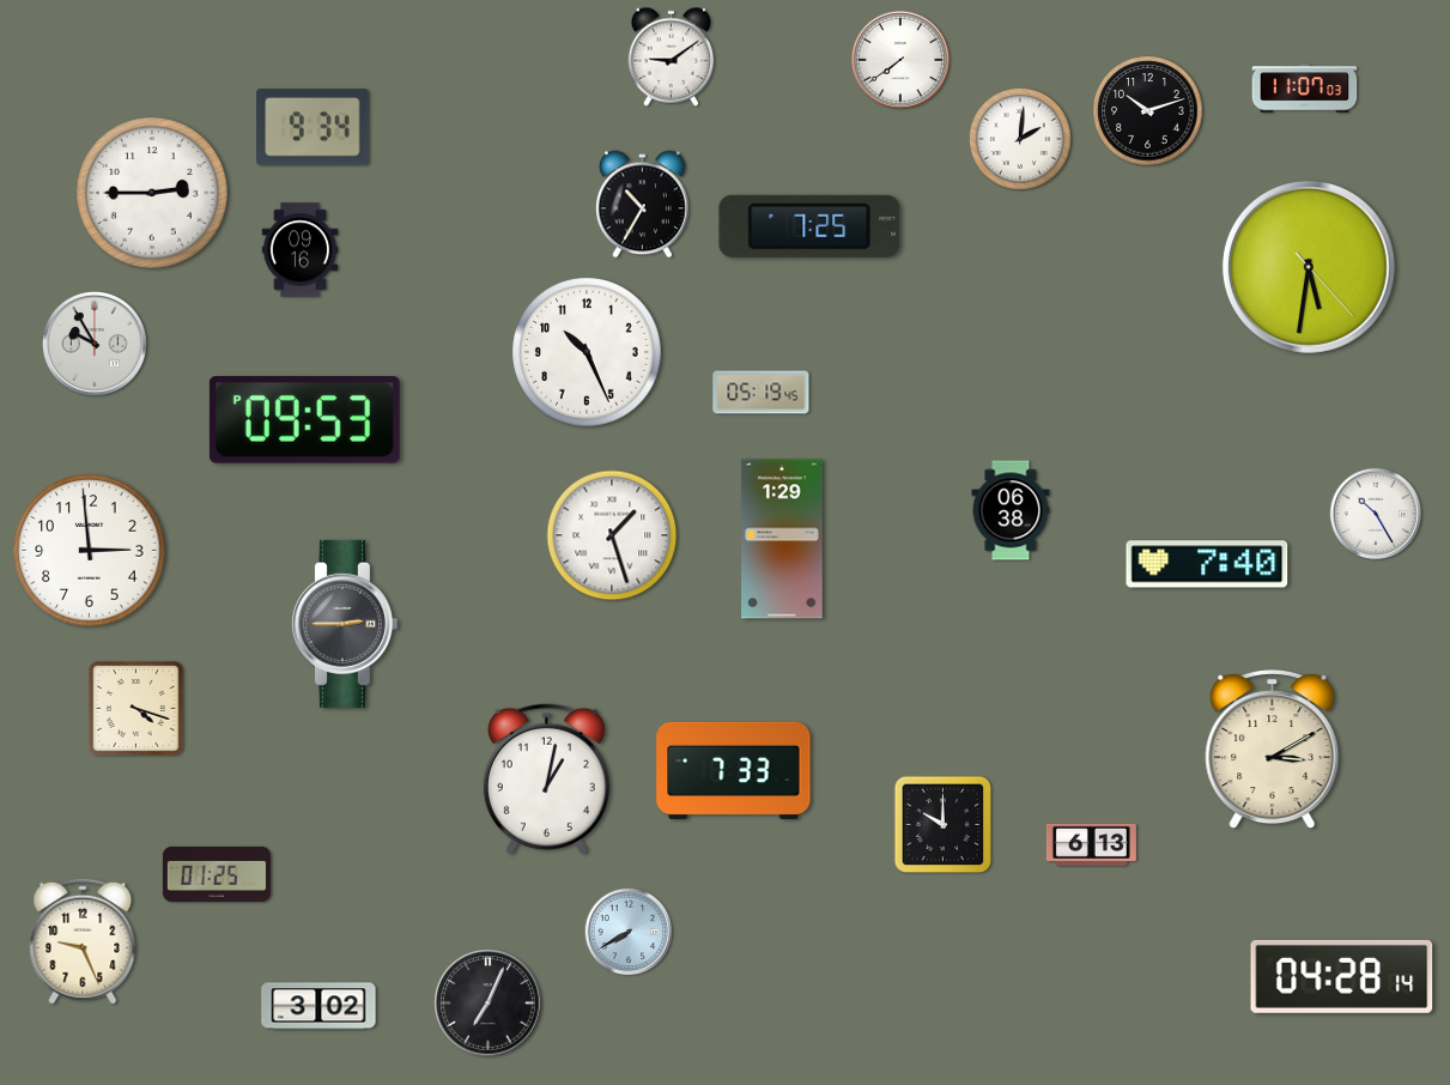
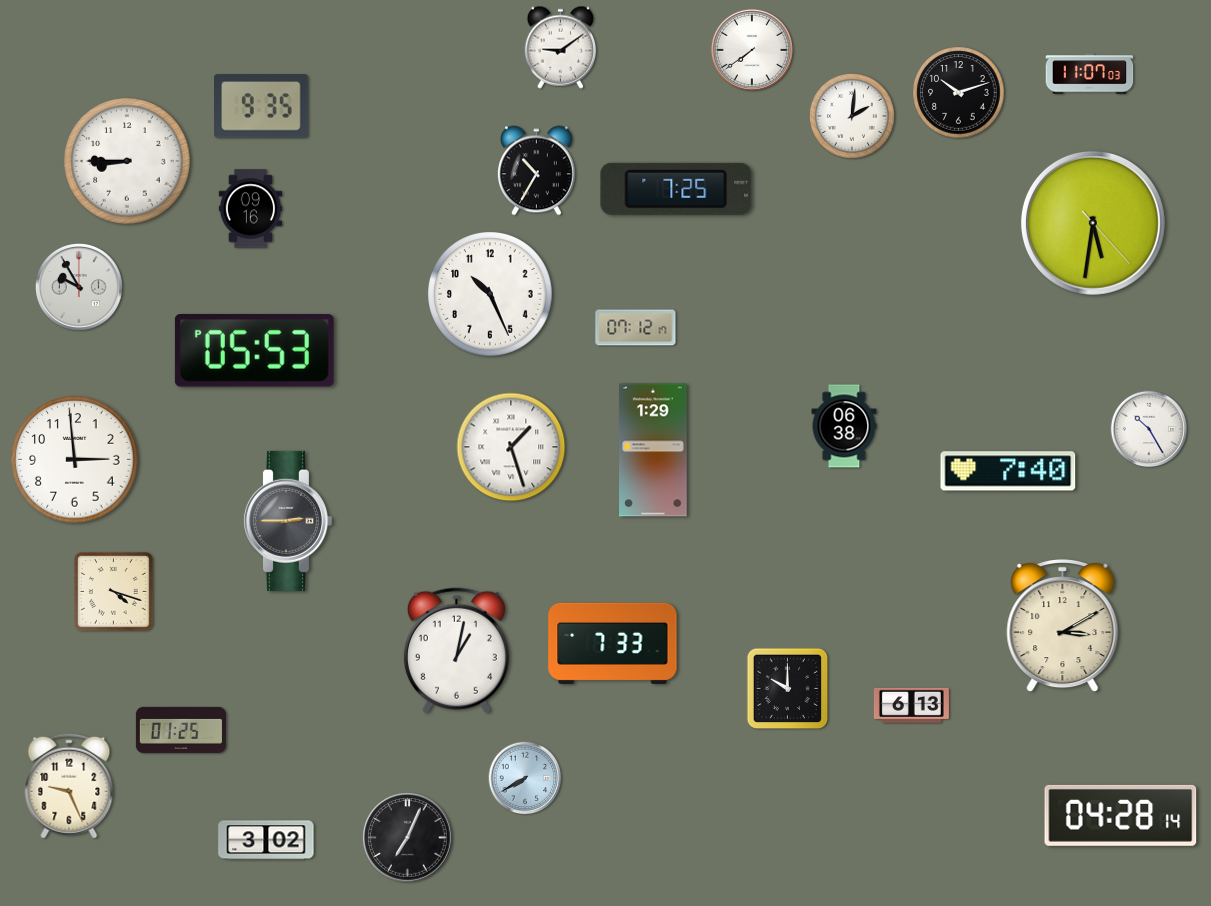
clock at (313, 127): 9:34 -> 9:35
clock at (152, 193): 2:45 -> 8:45
clock at (762, 393): 05:19 -> 07:12
clock at (304, 420): 09:53 -> 05:53
